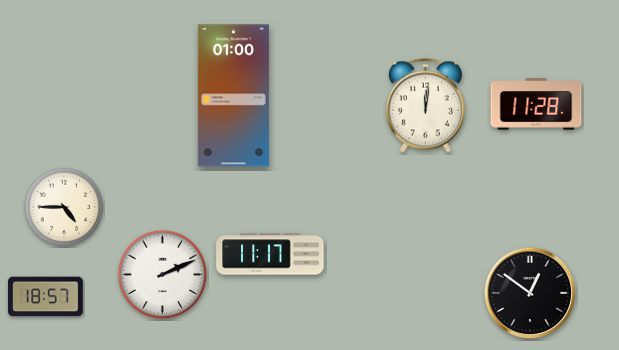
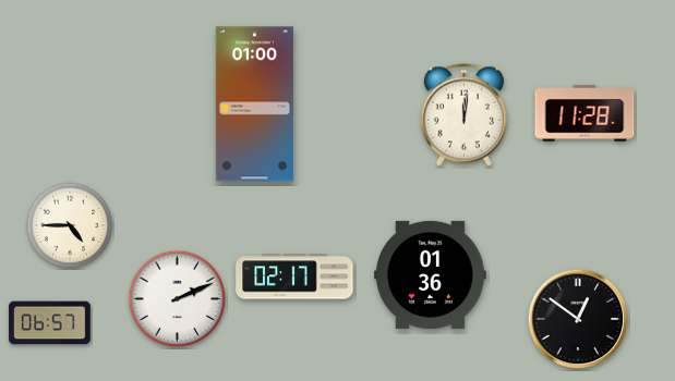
clock at (430, 274): none -> 01:36
clock at (270, 254): 11:17 -> 02:17
clock at (46, 297): 18:57 -> 06:57
